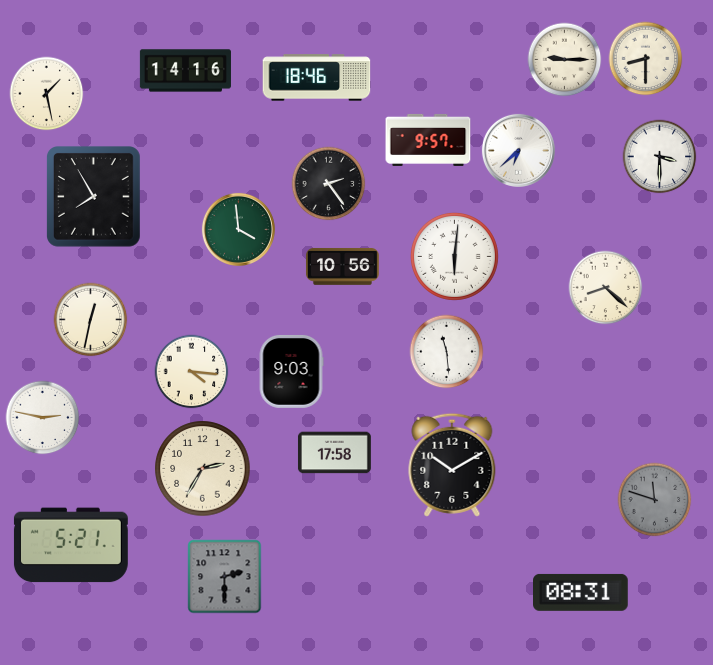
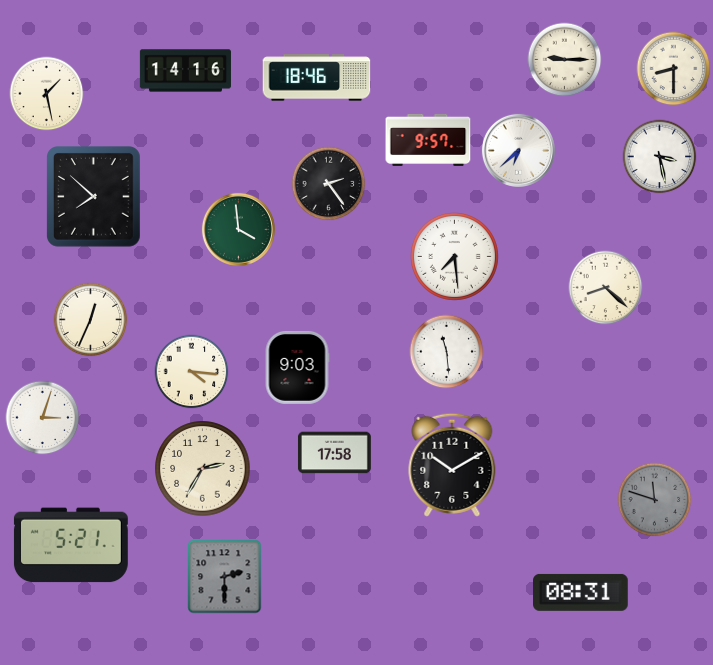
clock at (646, 59) position: (646, 59) -> (674, 69)
clock at (660, 157): 3:30 -> 3:28
clock at (94, 197): 7:55 -> 7:52
clock at (454, 256): 6:01 -> 7:29
clock at (342, 266): 10:56 -> none
clock at (91, 320): 12:32 -> 12:34
clock at (291, 371) position: (291, 371) -> (297, 367)
clock at (43, 418): 2:47 -> 3:03
